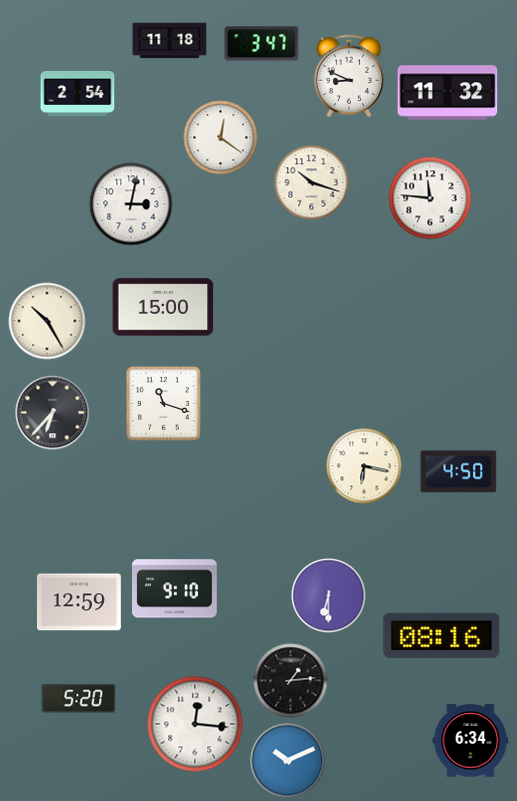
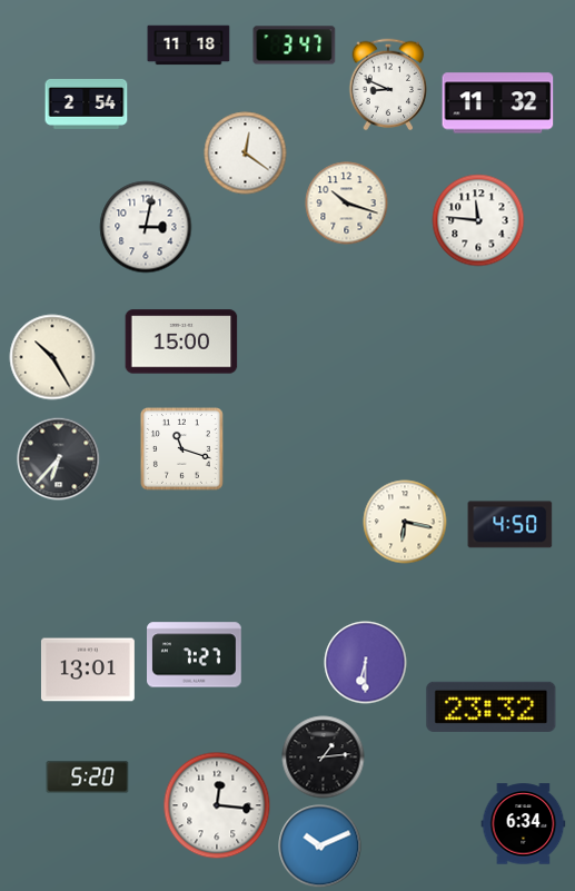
clock at (262, 44) position: (262, 44) -> (295, 46)
clock at (364, 466) position: (364, 466) -> (405, 522)
clock at (175, 589): 9:10 -> 7:27
clock at (79, 602): 12:59 -> 13:01
clock at (442, 635): 08:16 -> 23:32
